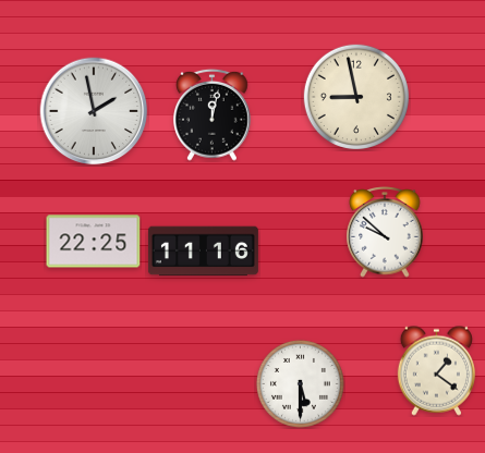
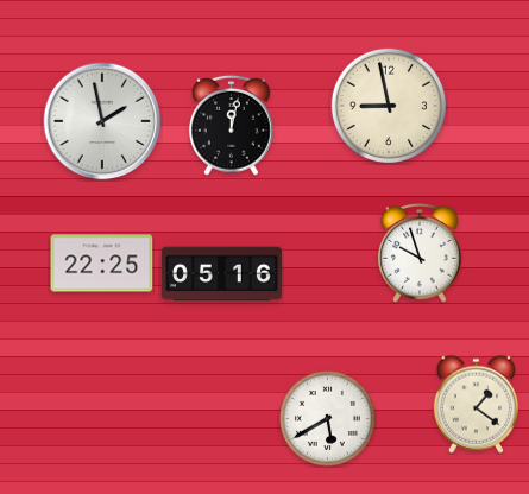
clock at (385, 232): 9:52 -> 9:57
clock at (203, 252): 11:16 -> 05:16
clock at (300, 383): 5:30 -> 5:40
